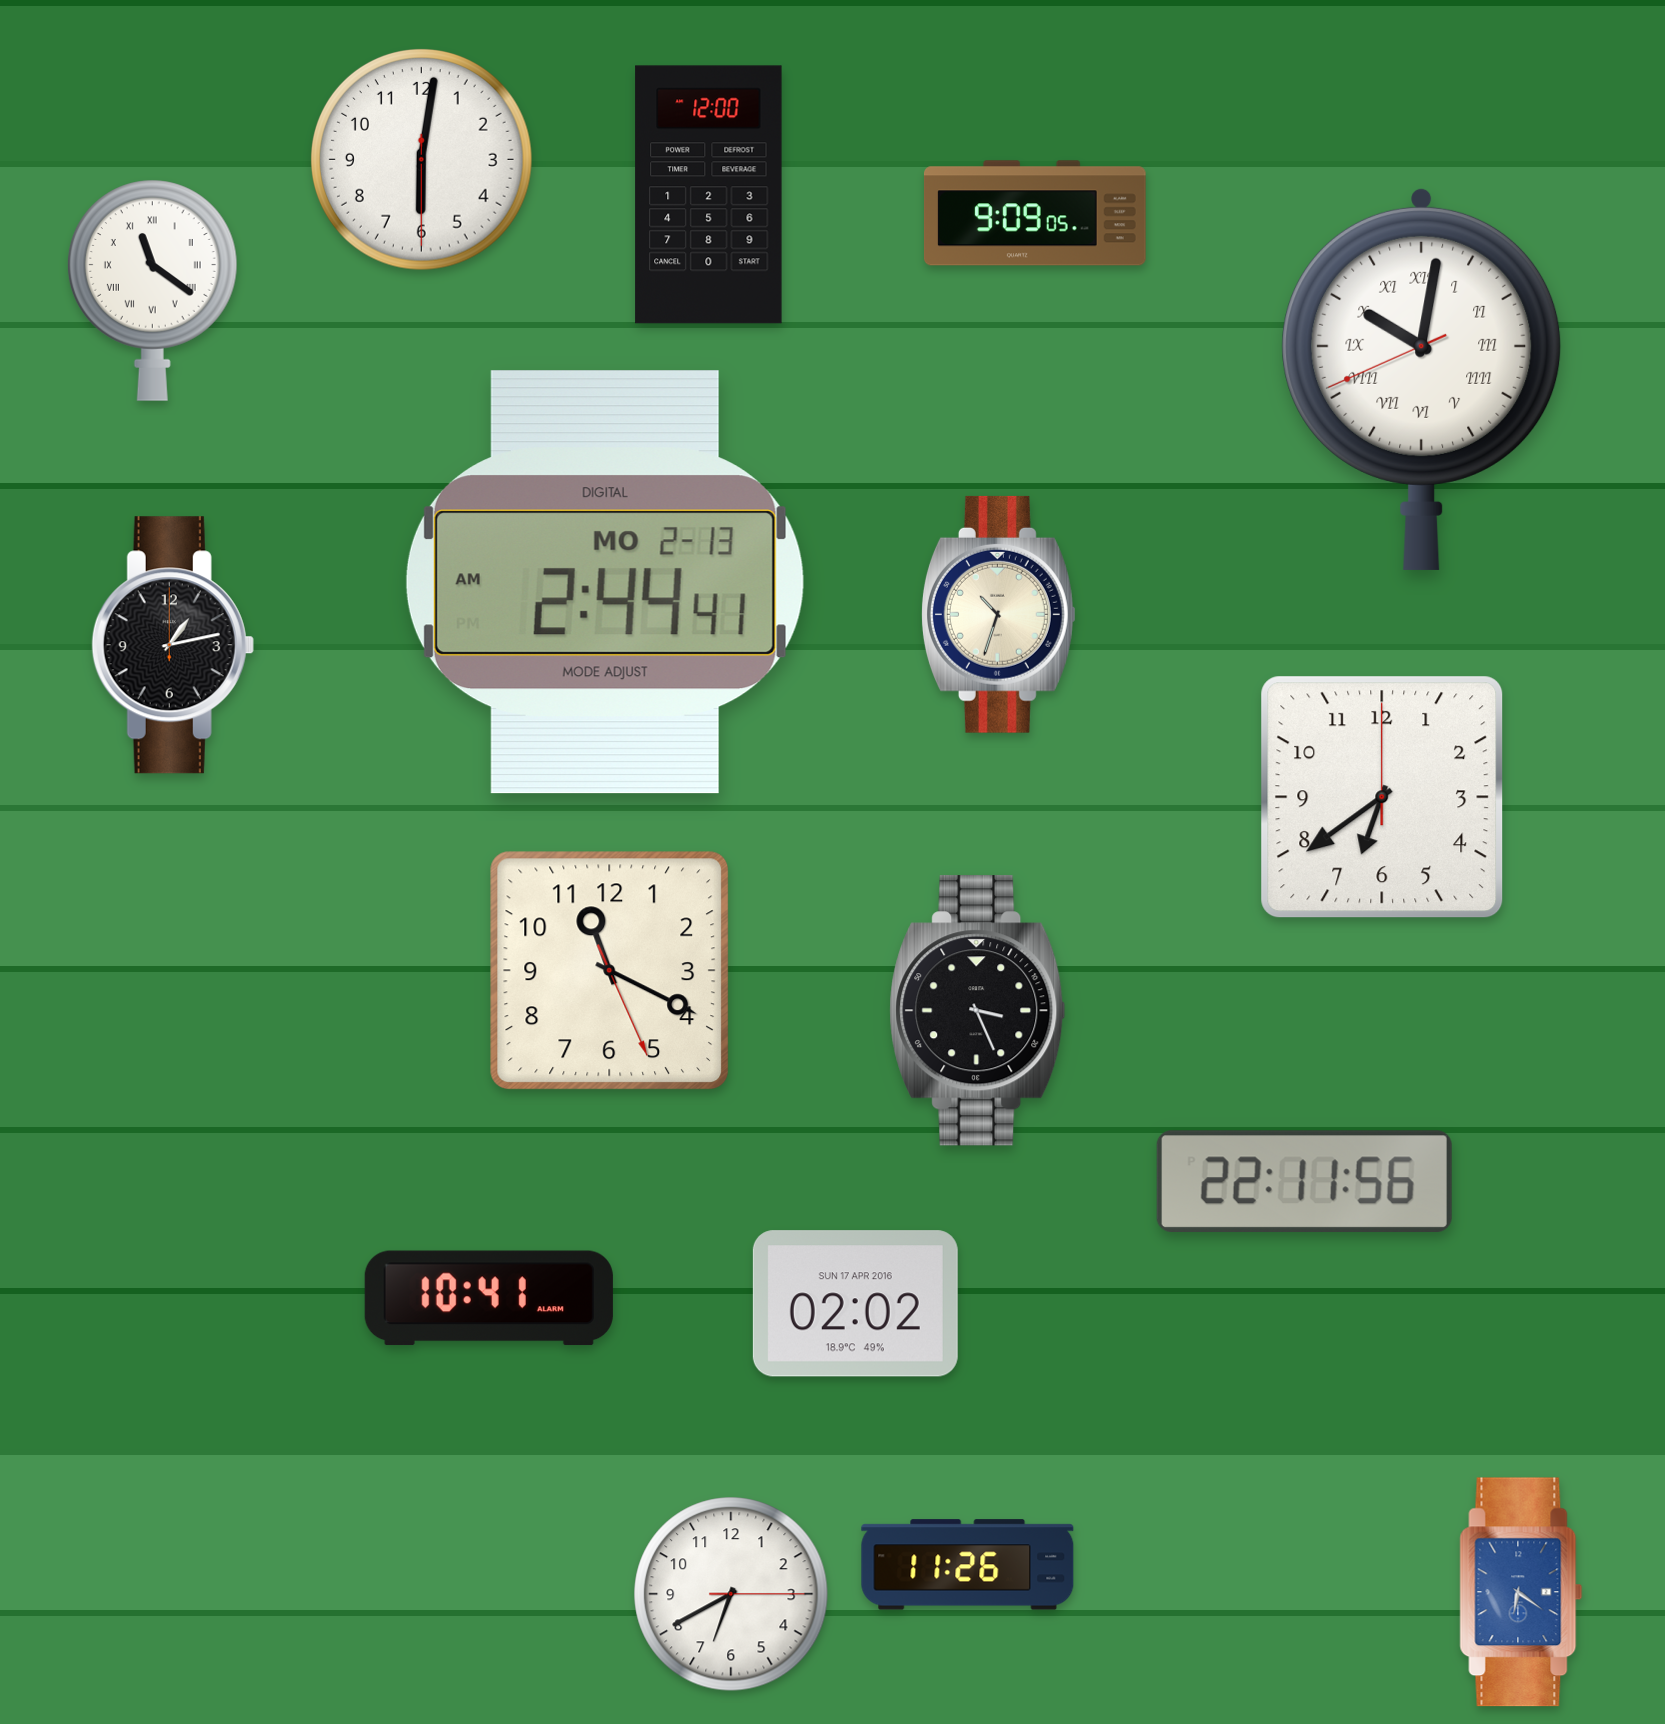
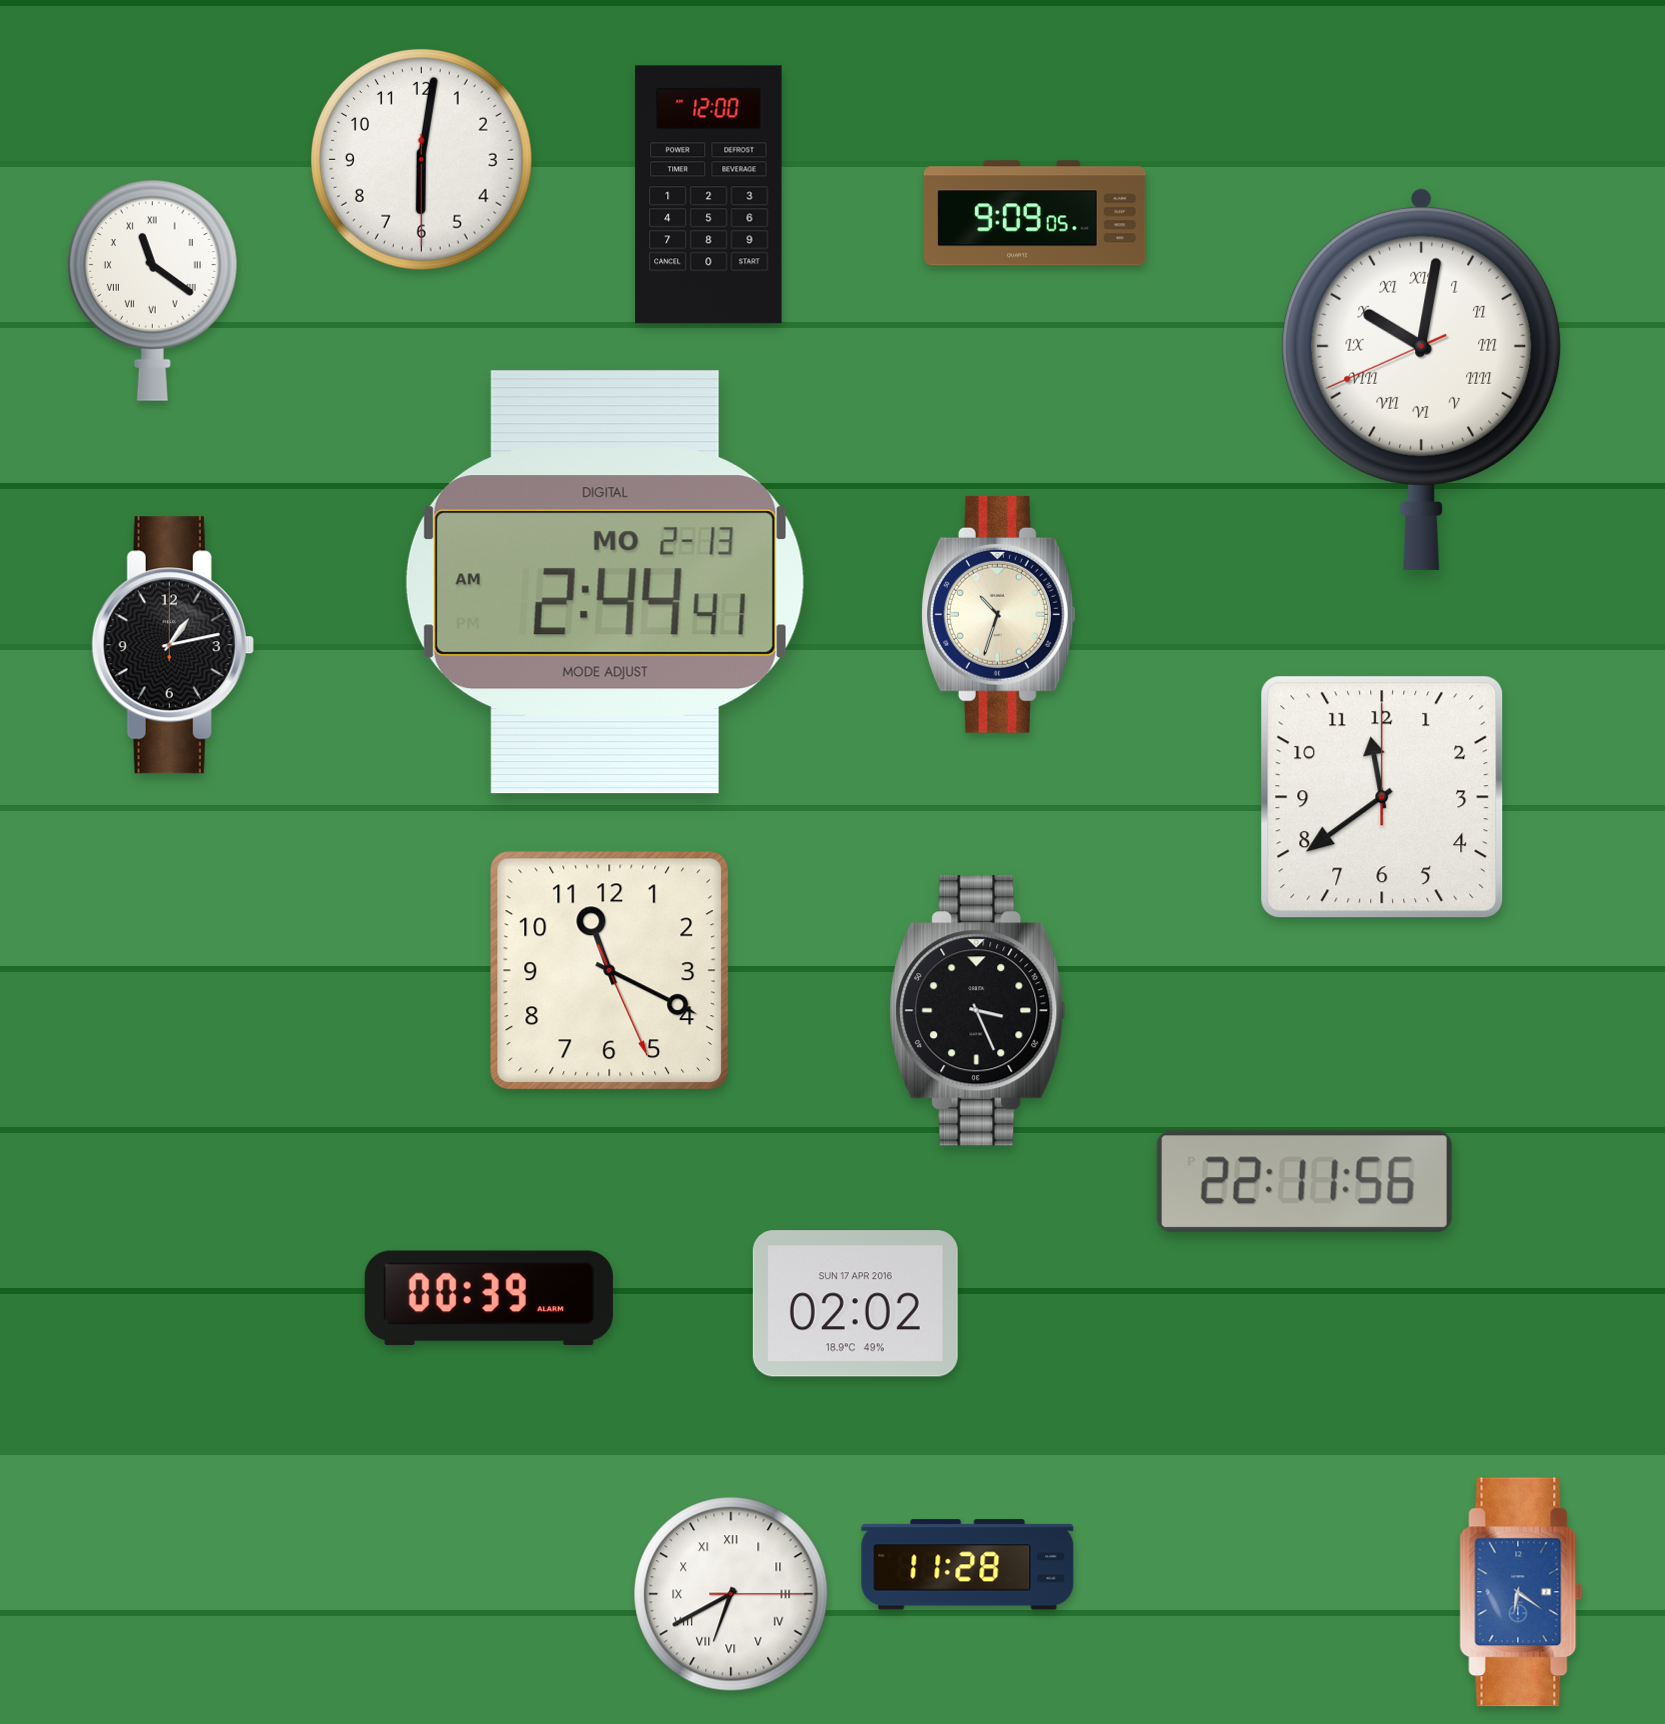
clock at (1382, 797): 6:39 -> 11:39
clock at (489, 1298): 10:41 -> 00:39
clock at (968, 1565): 11:26 -> 11:28
clock at (731, 1594) numerals: Arabic -> Roman
